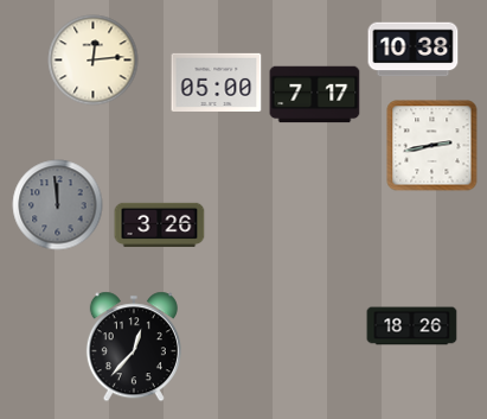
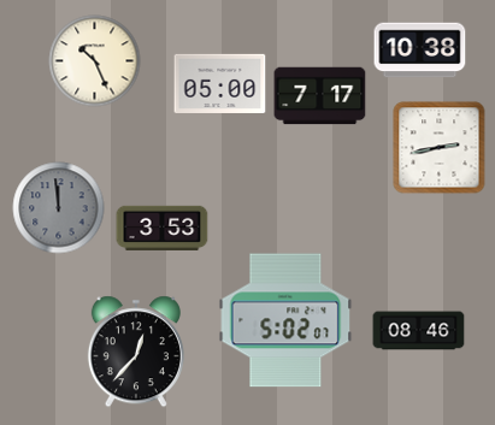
clock at (94, 61): 12:14 -> 10:26
clock at (160, 224): 3:26 -> 3:53
clock at (285, 320): none -> 5:02
clock at (412, 326): 18:26 -> 08:46
